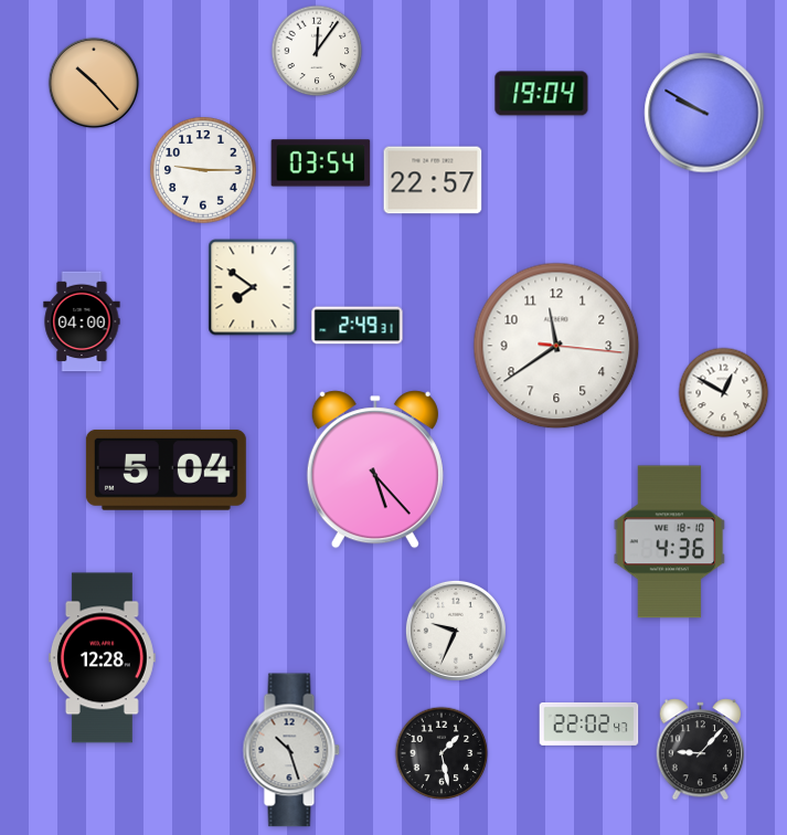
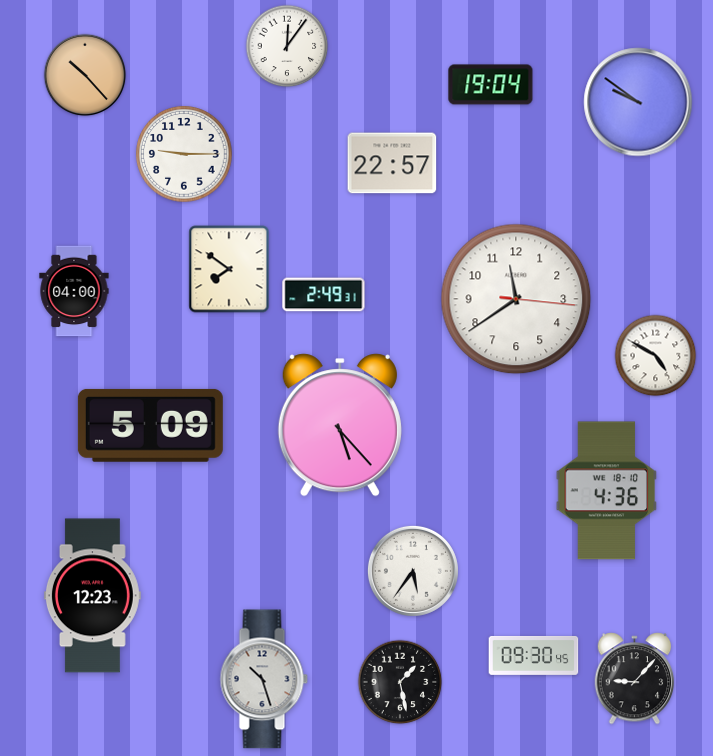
clock at (704, 113): 9:50 -> 9:51
clock at (321, 163): 03:54 -> none
clock at (253, 287) position: (253, 287) -> (229, 269)
clock at (556, 346) position: (556, 346) -> (516, 299)
clock at (724, 393): 12:50 -> 4:50
clock at (166, 469): 5:04 -> 5:09
clock at (456, 631): 9:34 -> 5:36
clock at (102, 658): 12:28 -> 12:23
clock at (589, 723): 22:02 -> 09:30
